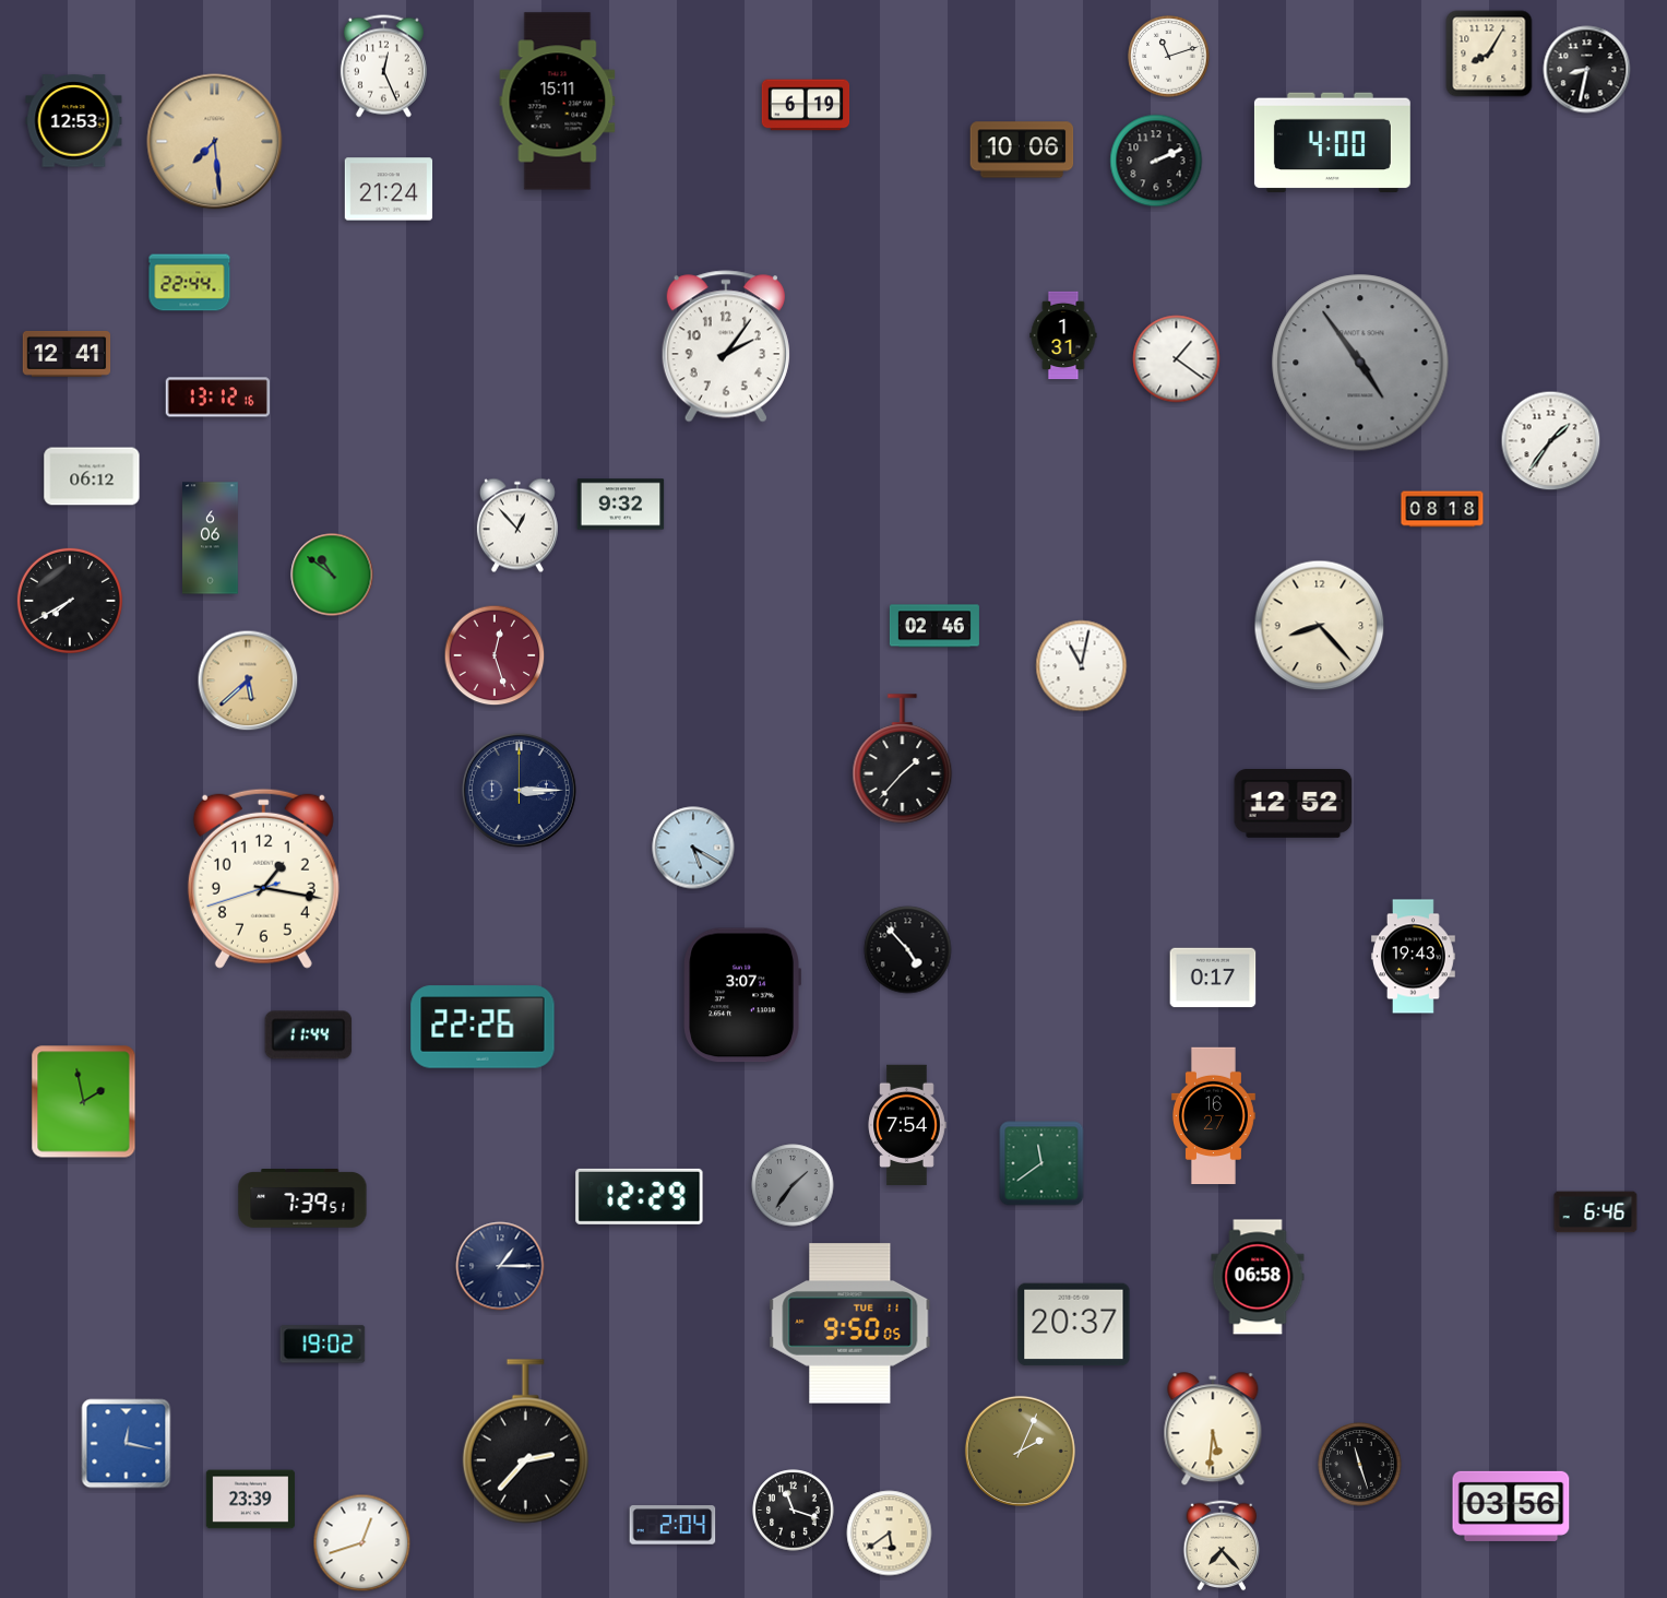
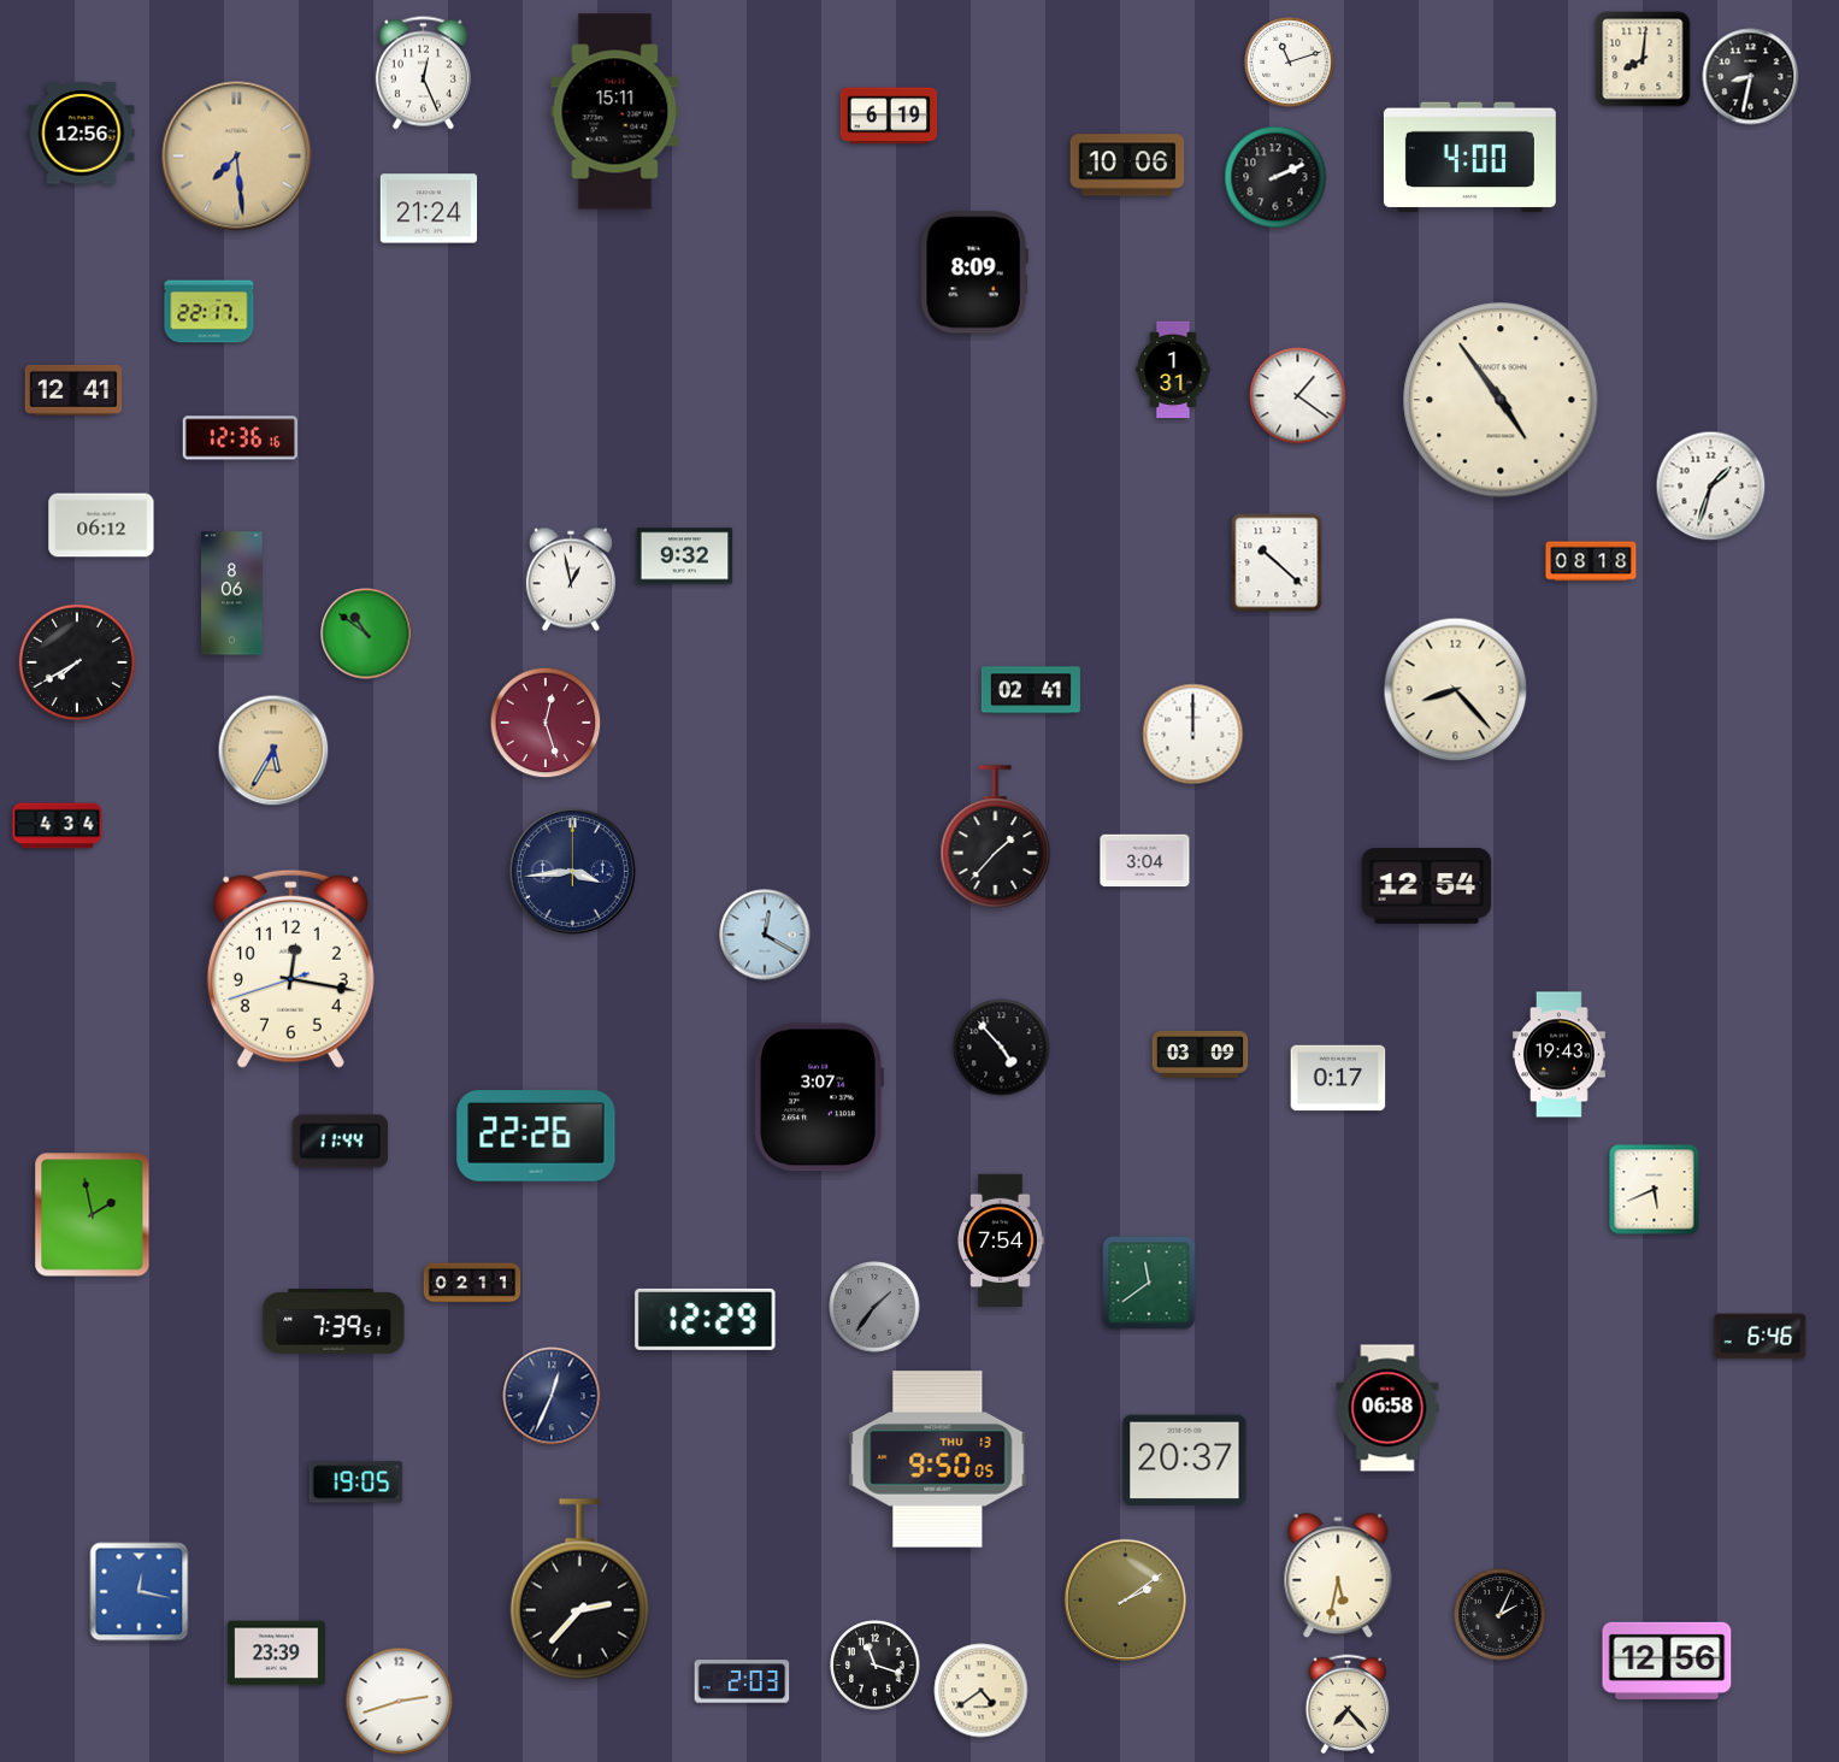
clock at (1489, 54): 8:05 -> 8:01
clock at (74, 121): 12:53 -> 12:56
clock at (974, 272): none -> 8:09
clock at (190, 283): 22:44 -> 22:17
clock at (726, 346): 2:06 -> none
clock at (1360, 363) dial: grey -> cream
clock at (217, 398): 13:12 -> 12:36
clock at (1551, 441): 1:36 -> 1:33
clock at (1277, 562): none -> 10:22
clock at (517, 525): 12:53 -> 12:58
clock at (211, 538): 6:06 -> 8:06
clock at (934, 626): 02:46 -> 02:41
clock at (1082, 666): 11:02 -> 12:00
clock at (248, 680): 5:38 -> 5:35
clock at (58, 826): none -> 4:34
clock at (1145, 861): none -> 3:04
clock at (519, 790): 3:15 -> 3:44
clock at (1294, 804): 12:52 -> 12:54
clock at (693, 848): 5:20 -> 12:20
clock at (263, 878): 1:16 -> 12:16
clock at (1201, 1055): none -> 03:09
clock at (483, 1027) position: (483, 1027) -> (536, 1136)
clock at (1655, 1190): none -> 5:41
clock at (1213, 1116): 16:27 -> none
clock at (472, 1283): none -> 02:11
clock at (500, 1266): 1:15 -> 12:34
clock at (850, 1324) date: TUE 11 -> THU 13
clock at (323, 1345): 19:02 -> 19:05
clock at (1213, 1430): 5:31 -> 5:32
clock at (1020, 1451): 2:04 -> 2:09
clock at (1360, 1465): 11:27 -> 2:04
clock at (1511, 1506): 03:56 -> 12:56
clock at (672, 1525): 2:04 -> 2:03
clock at (890, 1534): 5:39 -> 4:39
clock at (362, 1543): 12:42 -> 2:42
